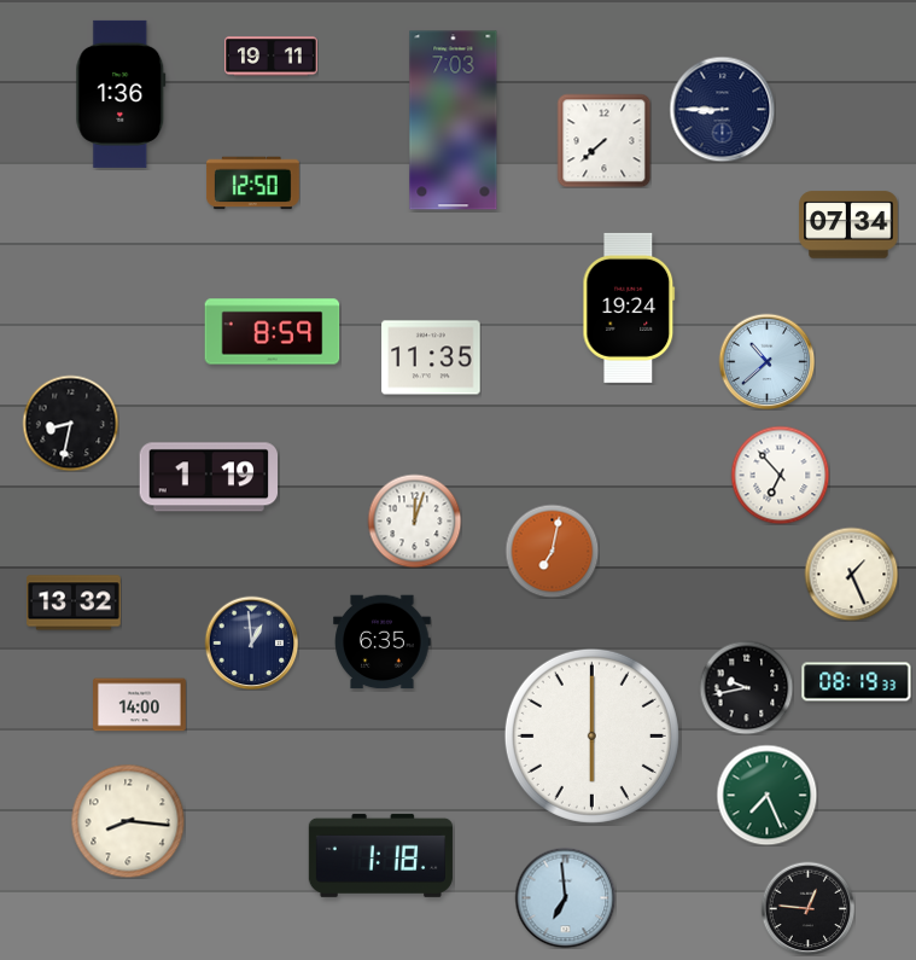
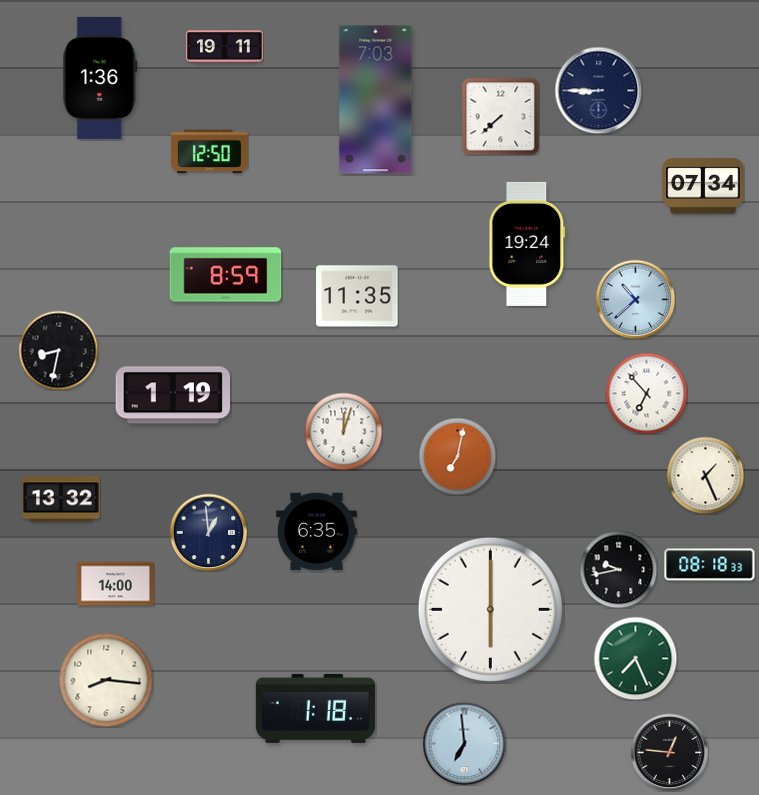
clock at (629, 308) position: (629, 308) -> (527, 244)
clock at (857, 682): 08:19 -> 08:18
clock at (565, 897) position: (565, 897) -> (464, 743)
